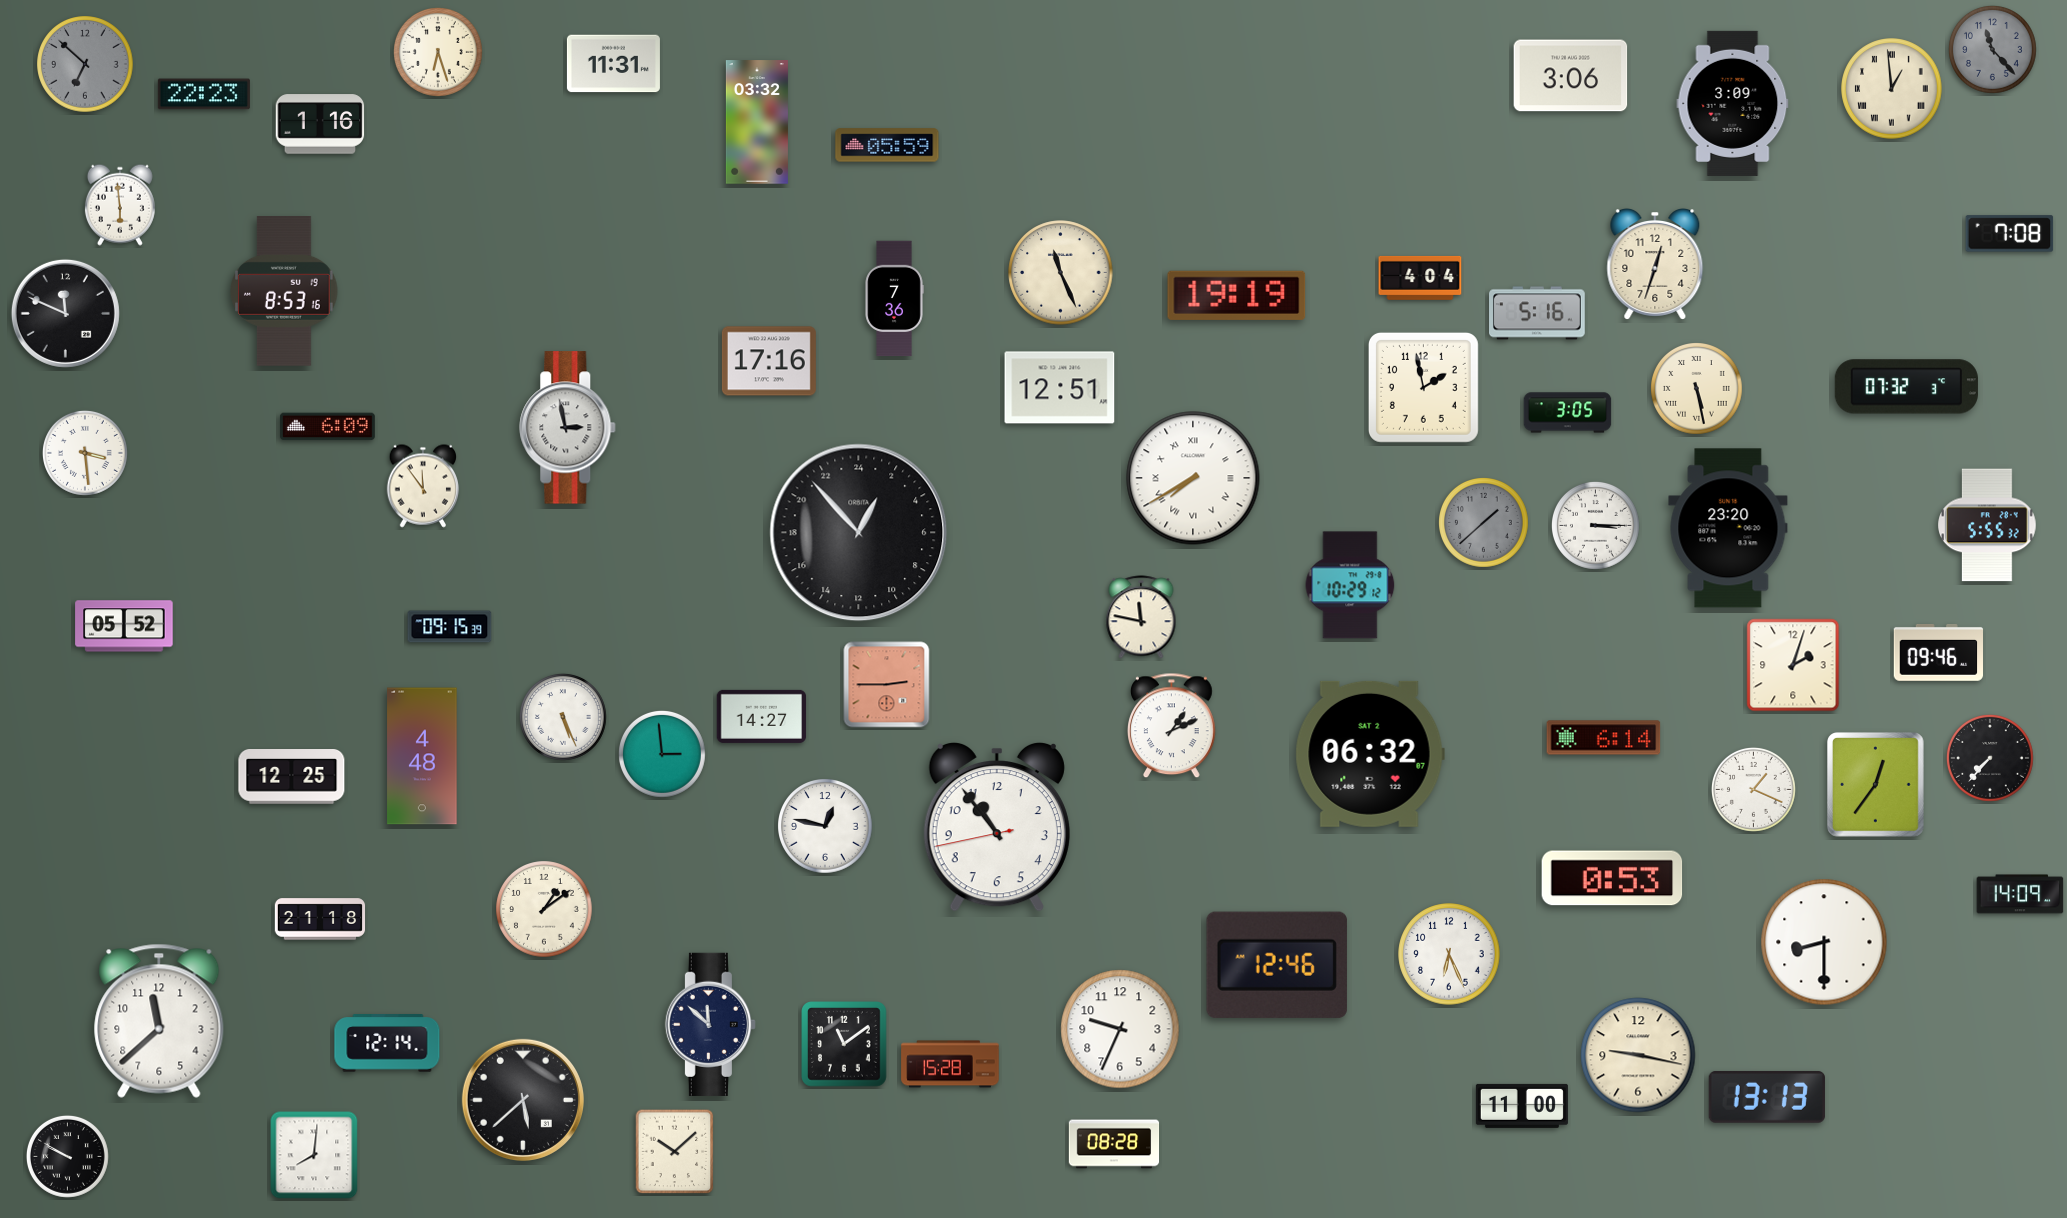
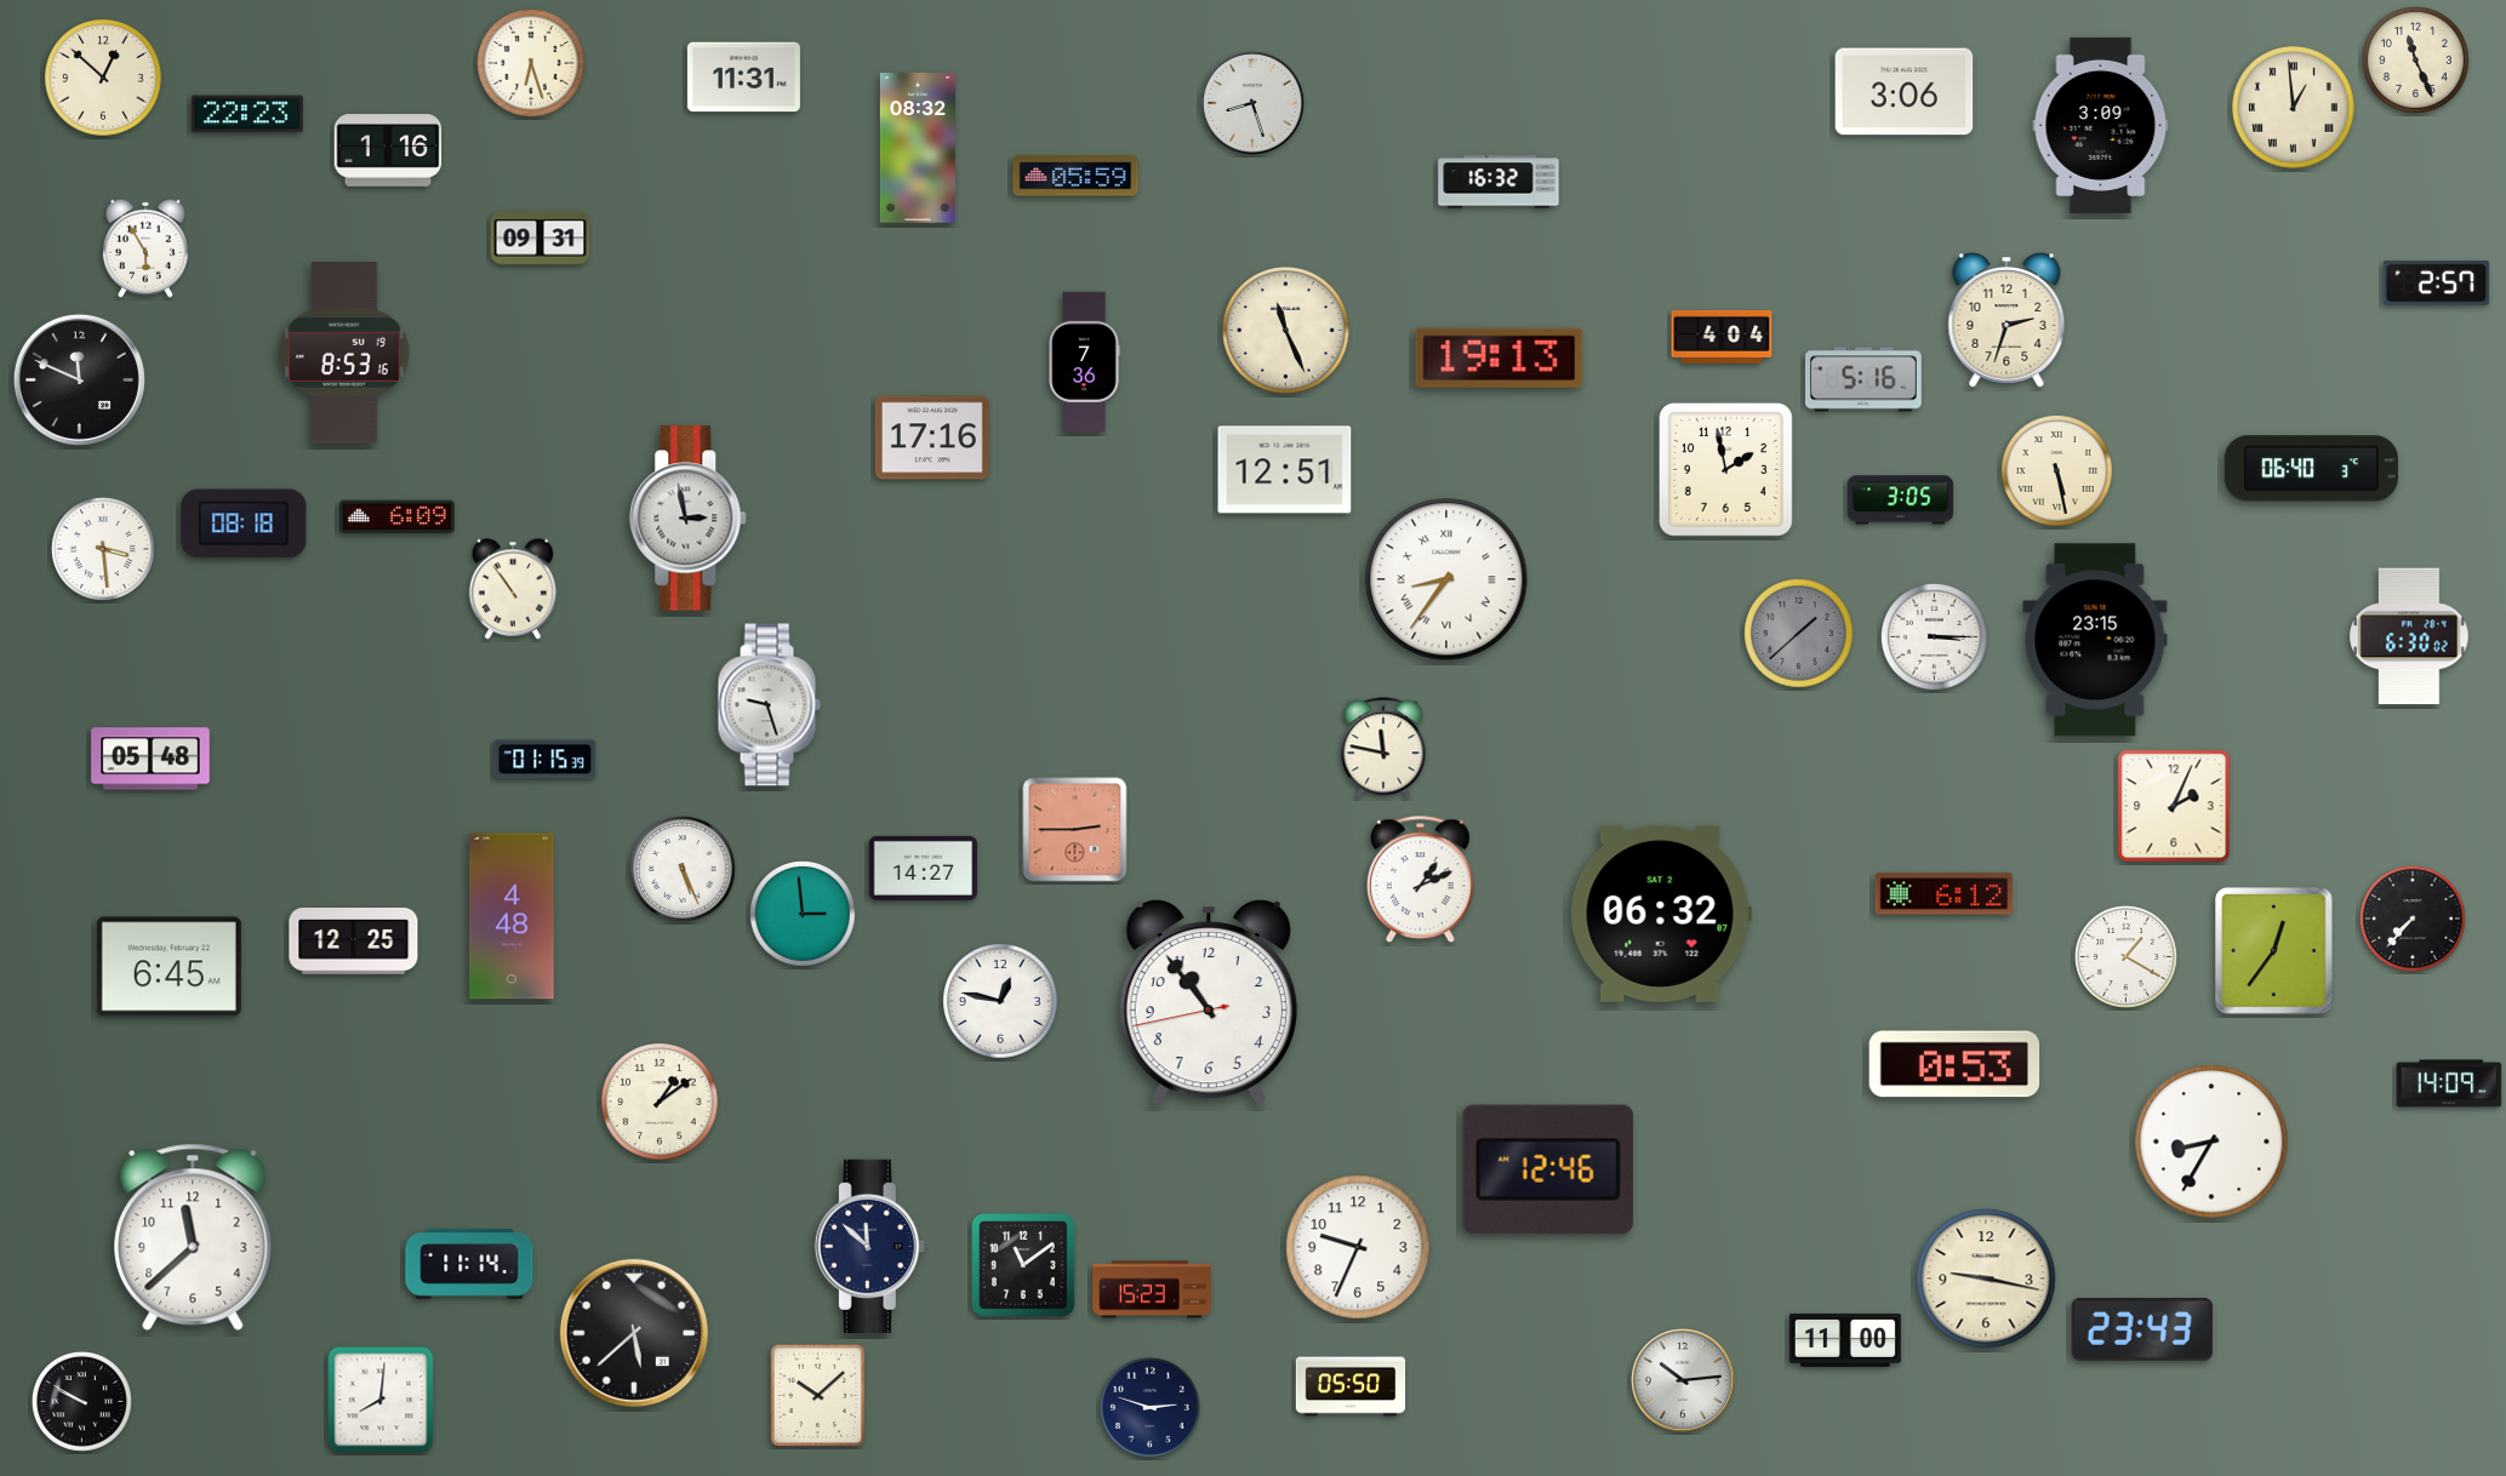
clock at (1992, 49): 11:23 -> 11:26
clock at (1992, 49) dial: grey -> cream
clock at (85, 64): 6:52 -> 12:52
clock at (85, 64) dial: grey -> cream
clock at (1254, 104): none -> 8:27
clock at (757, 122): 03:32 -> 08:32
clock at (1499, 182): none -> 16:32
clock at (541, 239): none -> 09:31
clock at (120, 205): 5:59 -> 5:55
clock at (2010, 234): 7:08 -> 2:57
clock at (1655, 265): 12:33 -> 2:33
clock at (1237, 295): 19:19 -> 19:13
clock at (1906, 387): 07:32 -> 06:40
clock at (244, 524): none -> 08:18
clock at (1193, 478): 7:40 -> 8:36
clock at (423, 486): 11:54 -> 10:54
clock at (1987, 525): 5:55 -> 6:30
clock at (1728, 528): 23:20 -> 23:15
clock at (859, 533): 1:53 -> none
clock at (769, 705): none -> 9:27
clock at (1350, 585): 10:29 -> none
clock at (124, 626): 05:52 -> 05:48
clock at (450, 627): 09:15 -> 01:15
clock at (1939, 652): 09:46 -> none
clock at (1793, 665): 2:03 -> 2:04
clock at (1604, 738): 6:14 -> 6:12
clock at (1753, 789): 1:19 -> 1:20
clock at (169, 967): none -> 6:45
clock at (320, 919): 21:18 -> none
clock at (1824, 942): 8:30 -> 8:35
clock at (1449, 954): 6:26 -> none
clock at (710, 1024) position: (710, 1024) -> (869, 1246)
clock at (387, 1043): 12:14 -> 11:14
clock at (950, 1064): 15:28 -> 15:23
clock at (1767, 1097): 13:13 -> 23:43
clock at (1684, 1381): none -> 10:14
clock at (1114, 1144): 08:28 -> 05:50
clock at (1149, 1407): none -> 2:48
